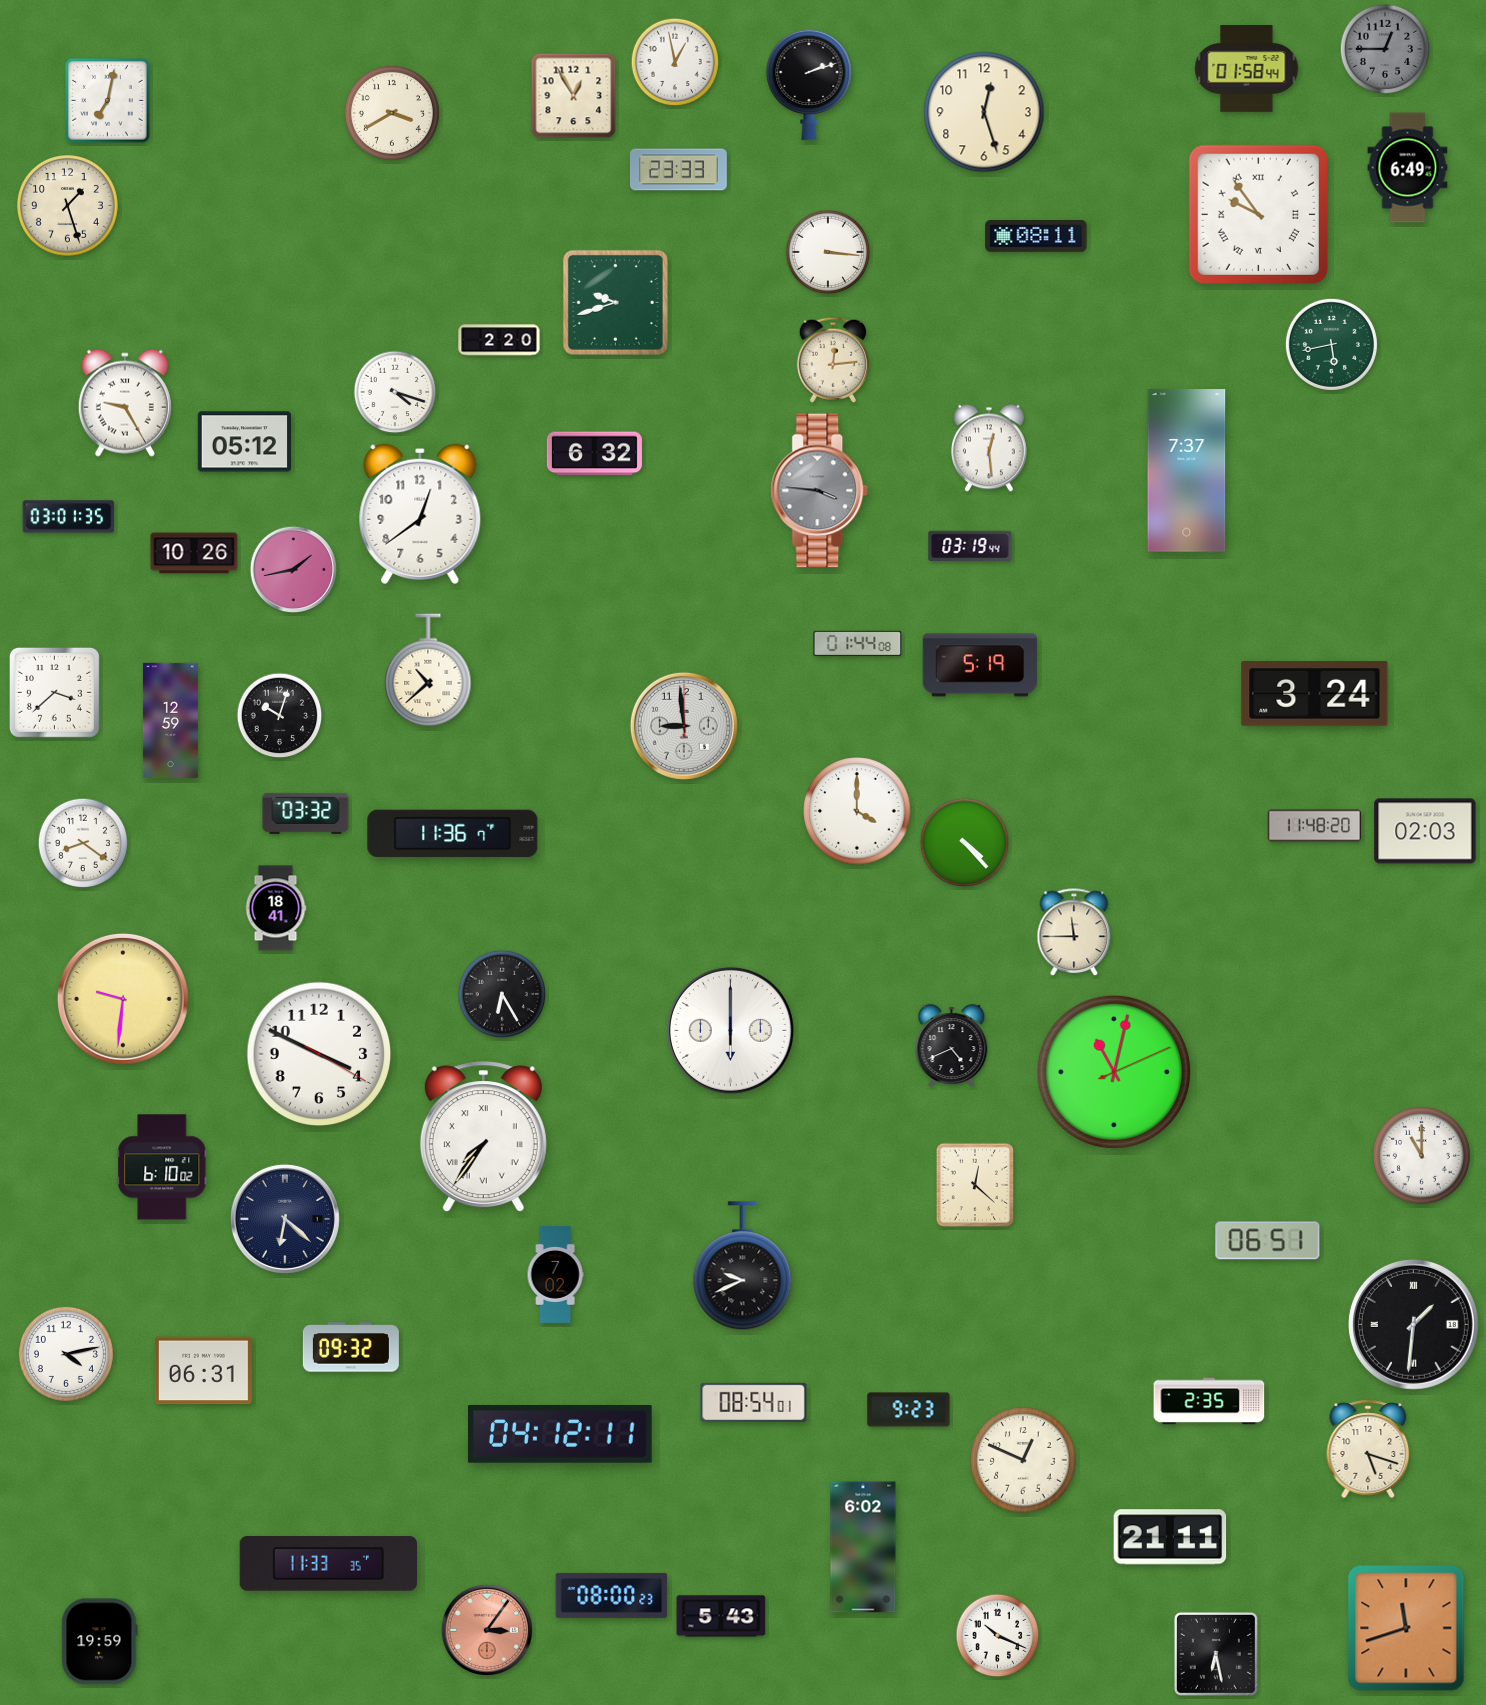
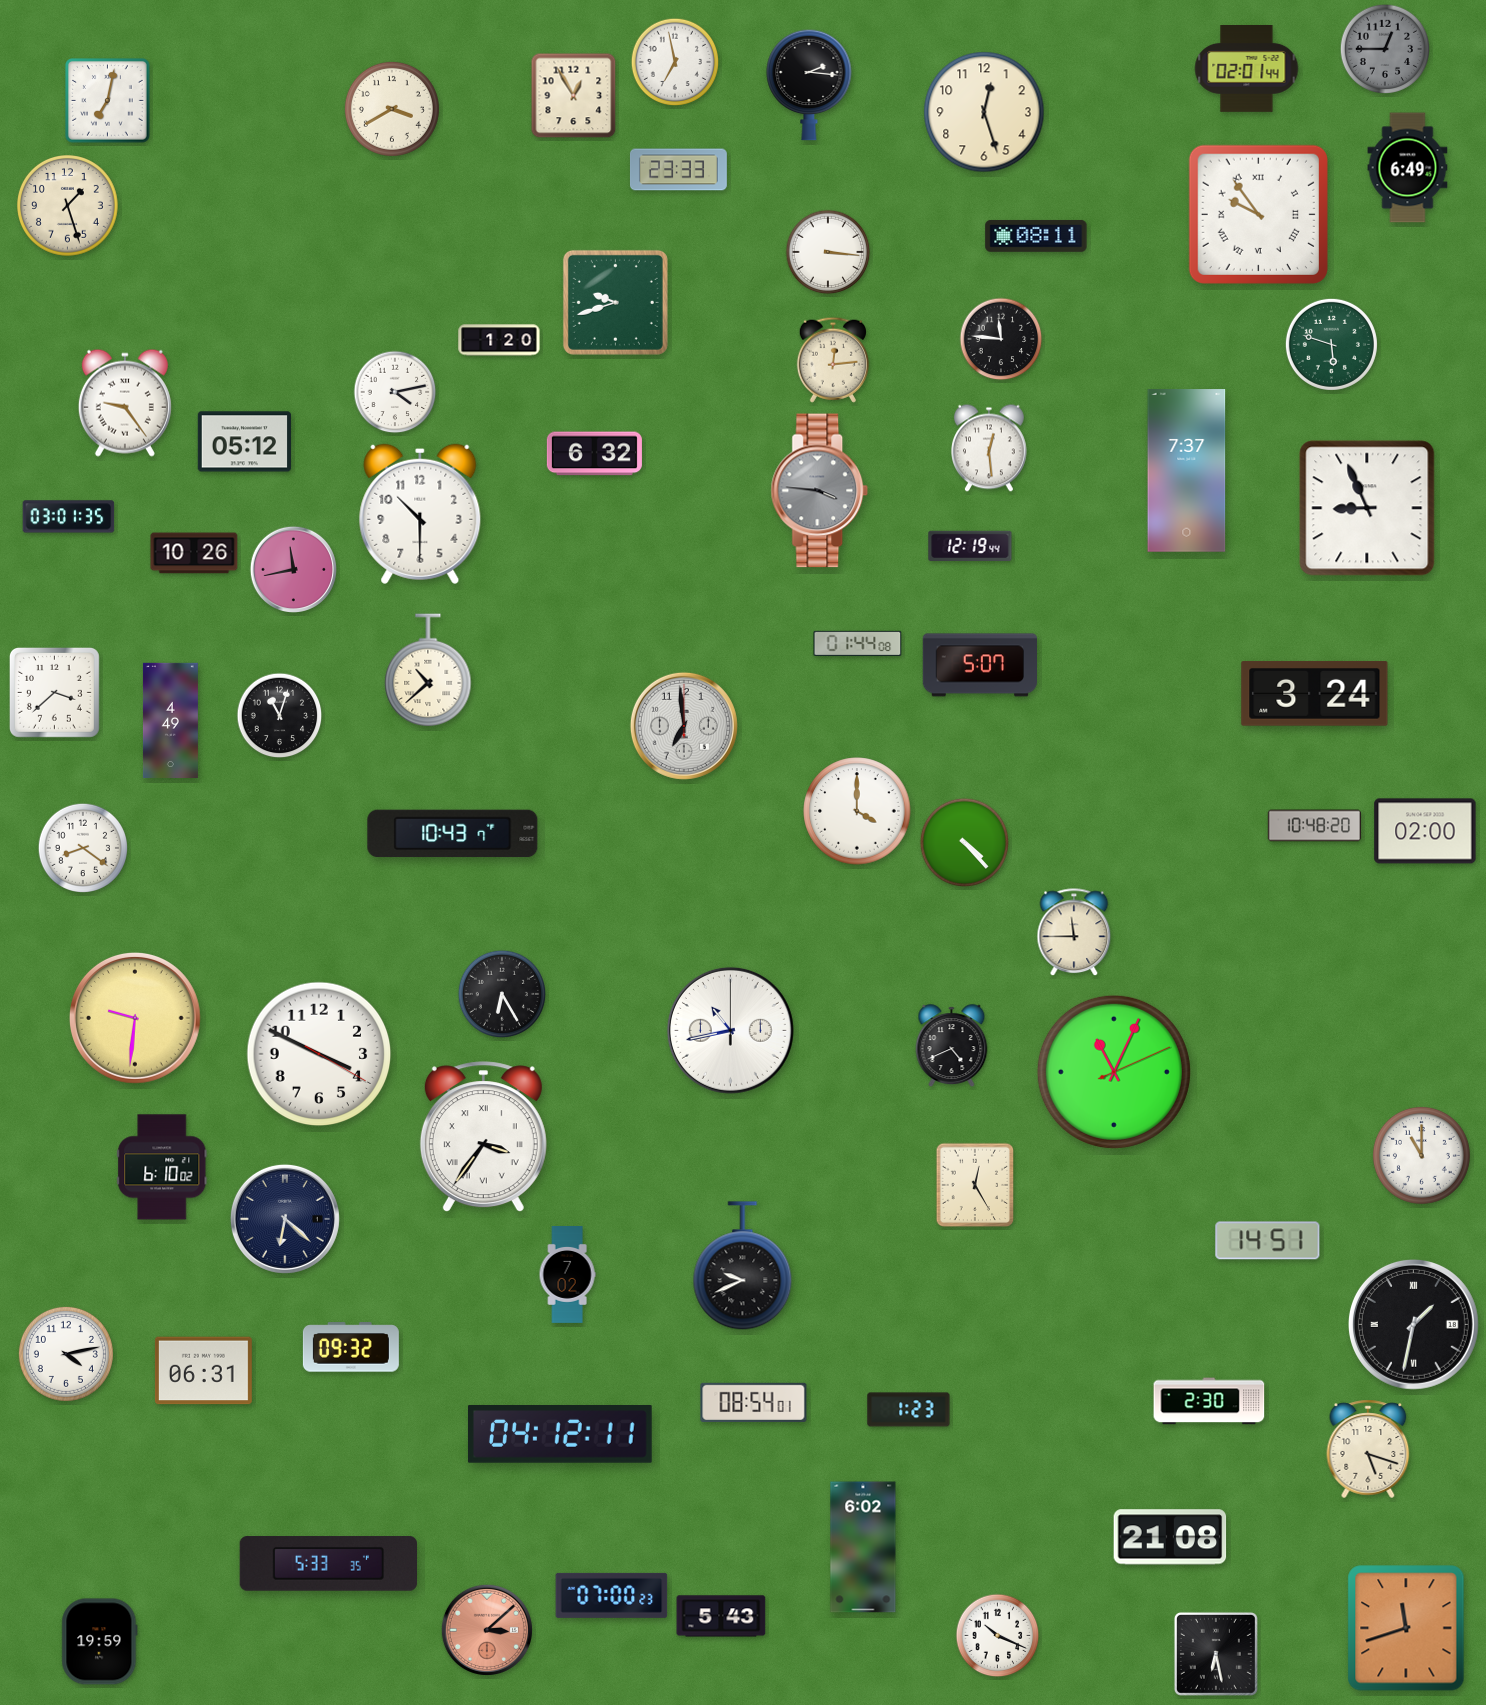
clock at (675, 62): 12:58 -> 6:58
clock at (1247, 69): 01:58 -> 02:01
clock at (809, 85): 2:12 -> 2:16
clock at (392, 113) position: (392, 113) -> (392, 109)
clock at (1001, 339): none -> 11:46
clock at (499, 340): 2:20 -> 1:20
clock at (1331, 344): 5:43 -> 5:48
clock at (395, 392): 4:18 -> 4:13
clock at (125, 403): 9:25 -> 9:24
clock at (1367, 508): none -> 8:56
clock at (420, 514): 12:39 -> 10:30
clock at (970, 546): 03:19 -> 12:19
clock at (293, 569): 1:43 -> 11:43
clock at (979, 665): 5:19 -> 5:07
clock at (280, 716): 10:03 -> 11:03
clock at (170, 720): 12:59 -> 4:49
clock at (684, 726): 8:59 -> 6:59
clock at (306, 813): 03:32 -> none
clock at (1315, 826): 11:48 -> 10:48
clock at (1425, 831): 02:03 -> 02:00
clock at (453, 834): 11:36 -> 10:43
clock at (82, 842) position: (82, 842) -> (82, 847)
clock at (276, 908): 18:41 -> none
clock at (123, 999) position: (123, 999) -> (135, 1018)
clock at (730, 1030): 6:00 -> 10:43
clock at (1114, 1072): 11:02 -> 11:04
clock at (483, 1137): 7:36 -> 3:36
clock at (975, 1185): 12:22 -> 12:25
clock at (1268, 1241): 06:51 -> 14:51
clock at (555, 1275) position: (555, 1275) -> (567, 1275)
clock at (1413, 1324): 1:31 -> 1:32
clock at (1209, 1401): 2:35 -> 2:30
clock at (909, 1410): 9:23 -> 1:23
clock at (1023, 1460): 12:49 -> none
clock at (1170, 1537): 21:11 -> 21:08
clock at (329, 1564): 11:33 -> 5:33
clock at (612, 1595): 08:00 -> 07:00
clock at (487, 1630): 3:06 -> 3:08
